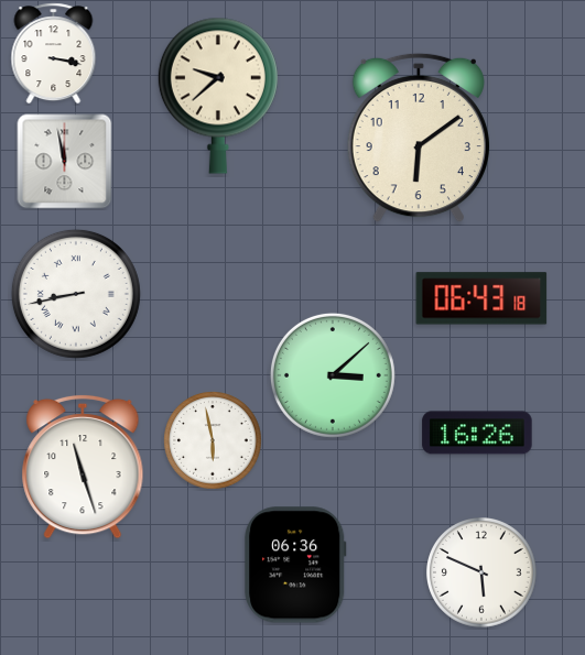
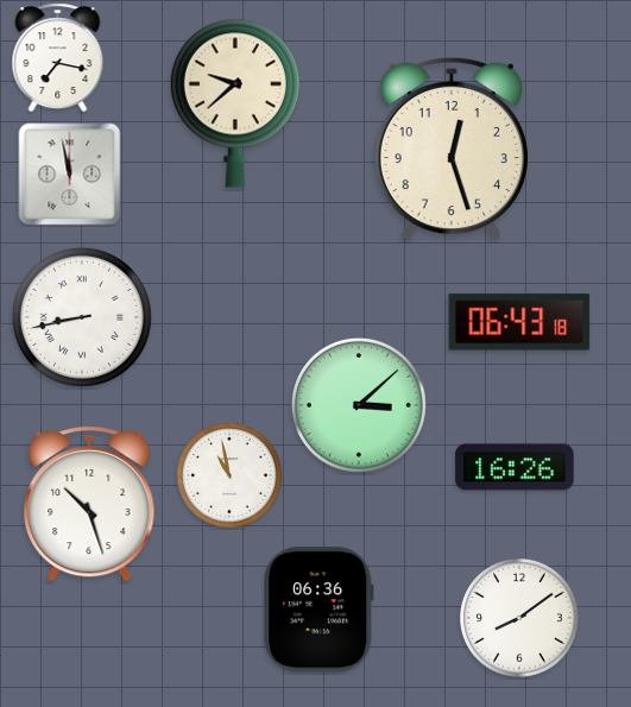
clock at (54, 54): 3:17 -> 7:17
clock at (419, 138): 6:09 -> 12:27
clock at (213, 440): 5:58 -> 10:58
clock at (83, 467): 11:27 -> 10:27
clock at (483, 574): 5:49 -> 8:09
